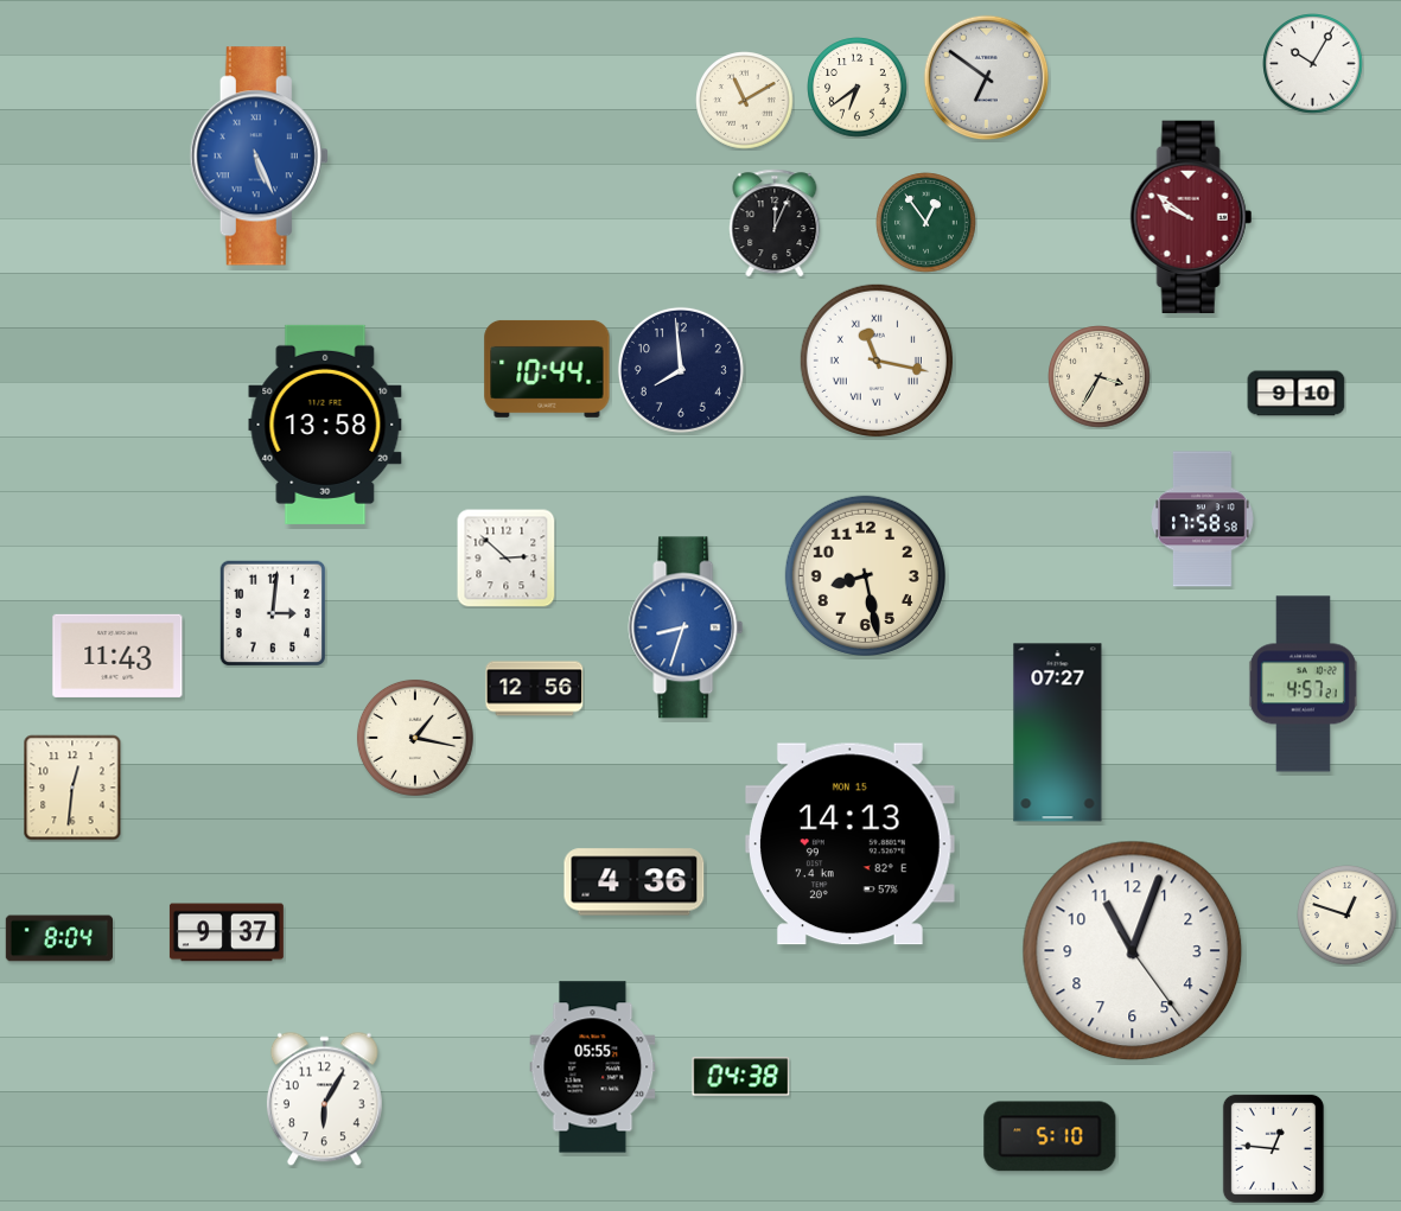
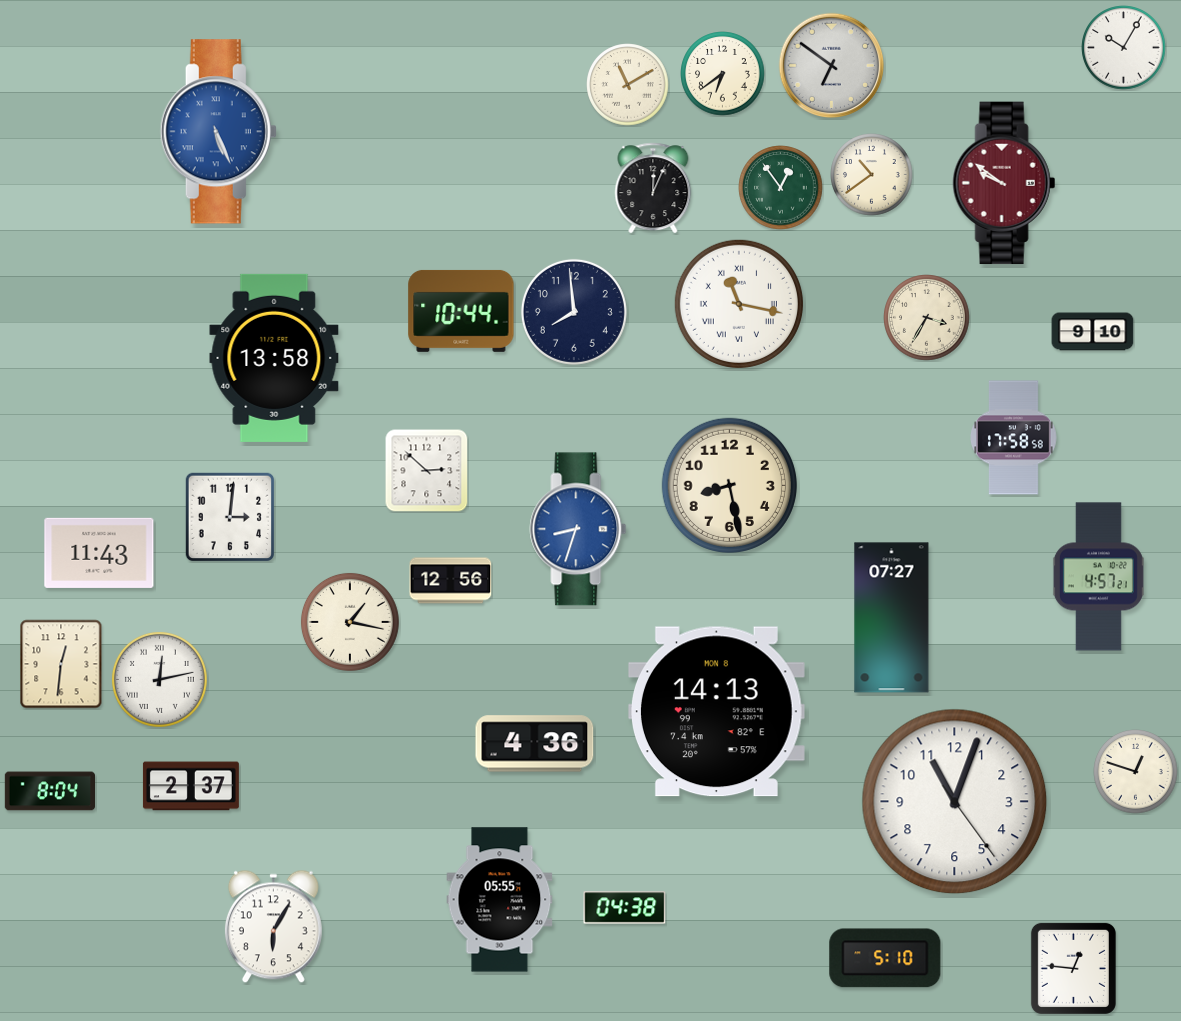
clock at (1313, 64) position: (1313, 64) -> (1124, 48)
clock at (872, 175): none -> 10:39
clock at (159, 679): none -> 12:13
clock at (849, 844) date: MON 15 -> MON 8
clock at (227, 932): 9:37 -> 2:37
